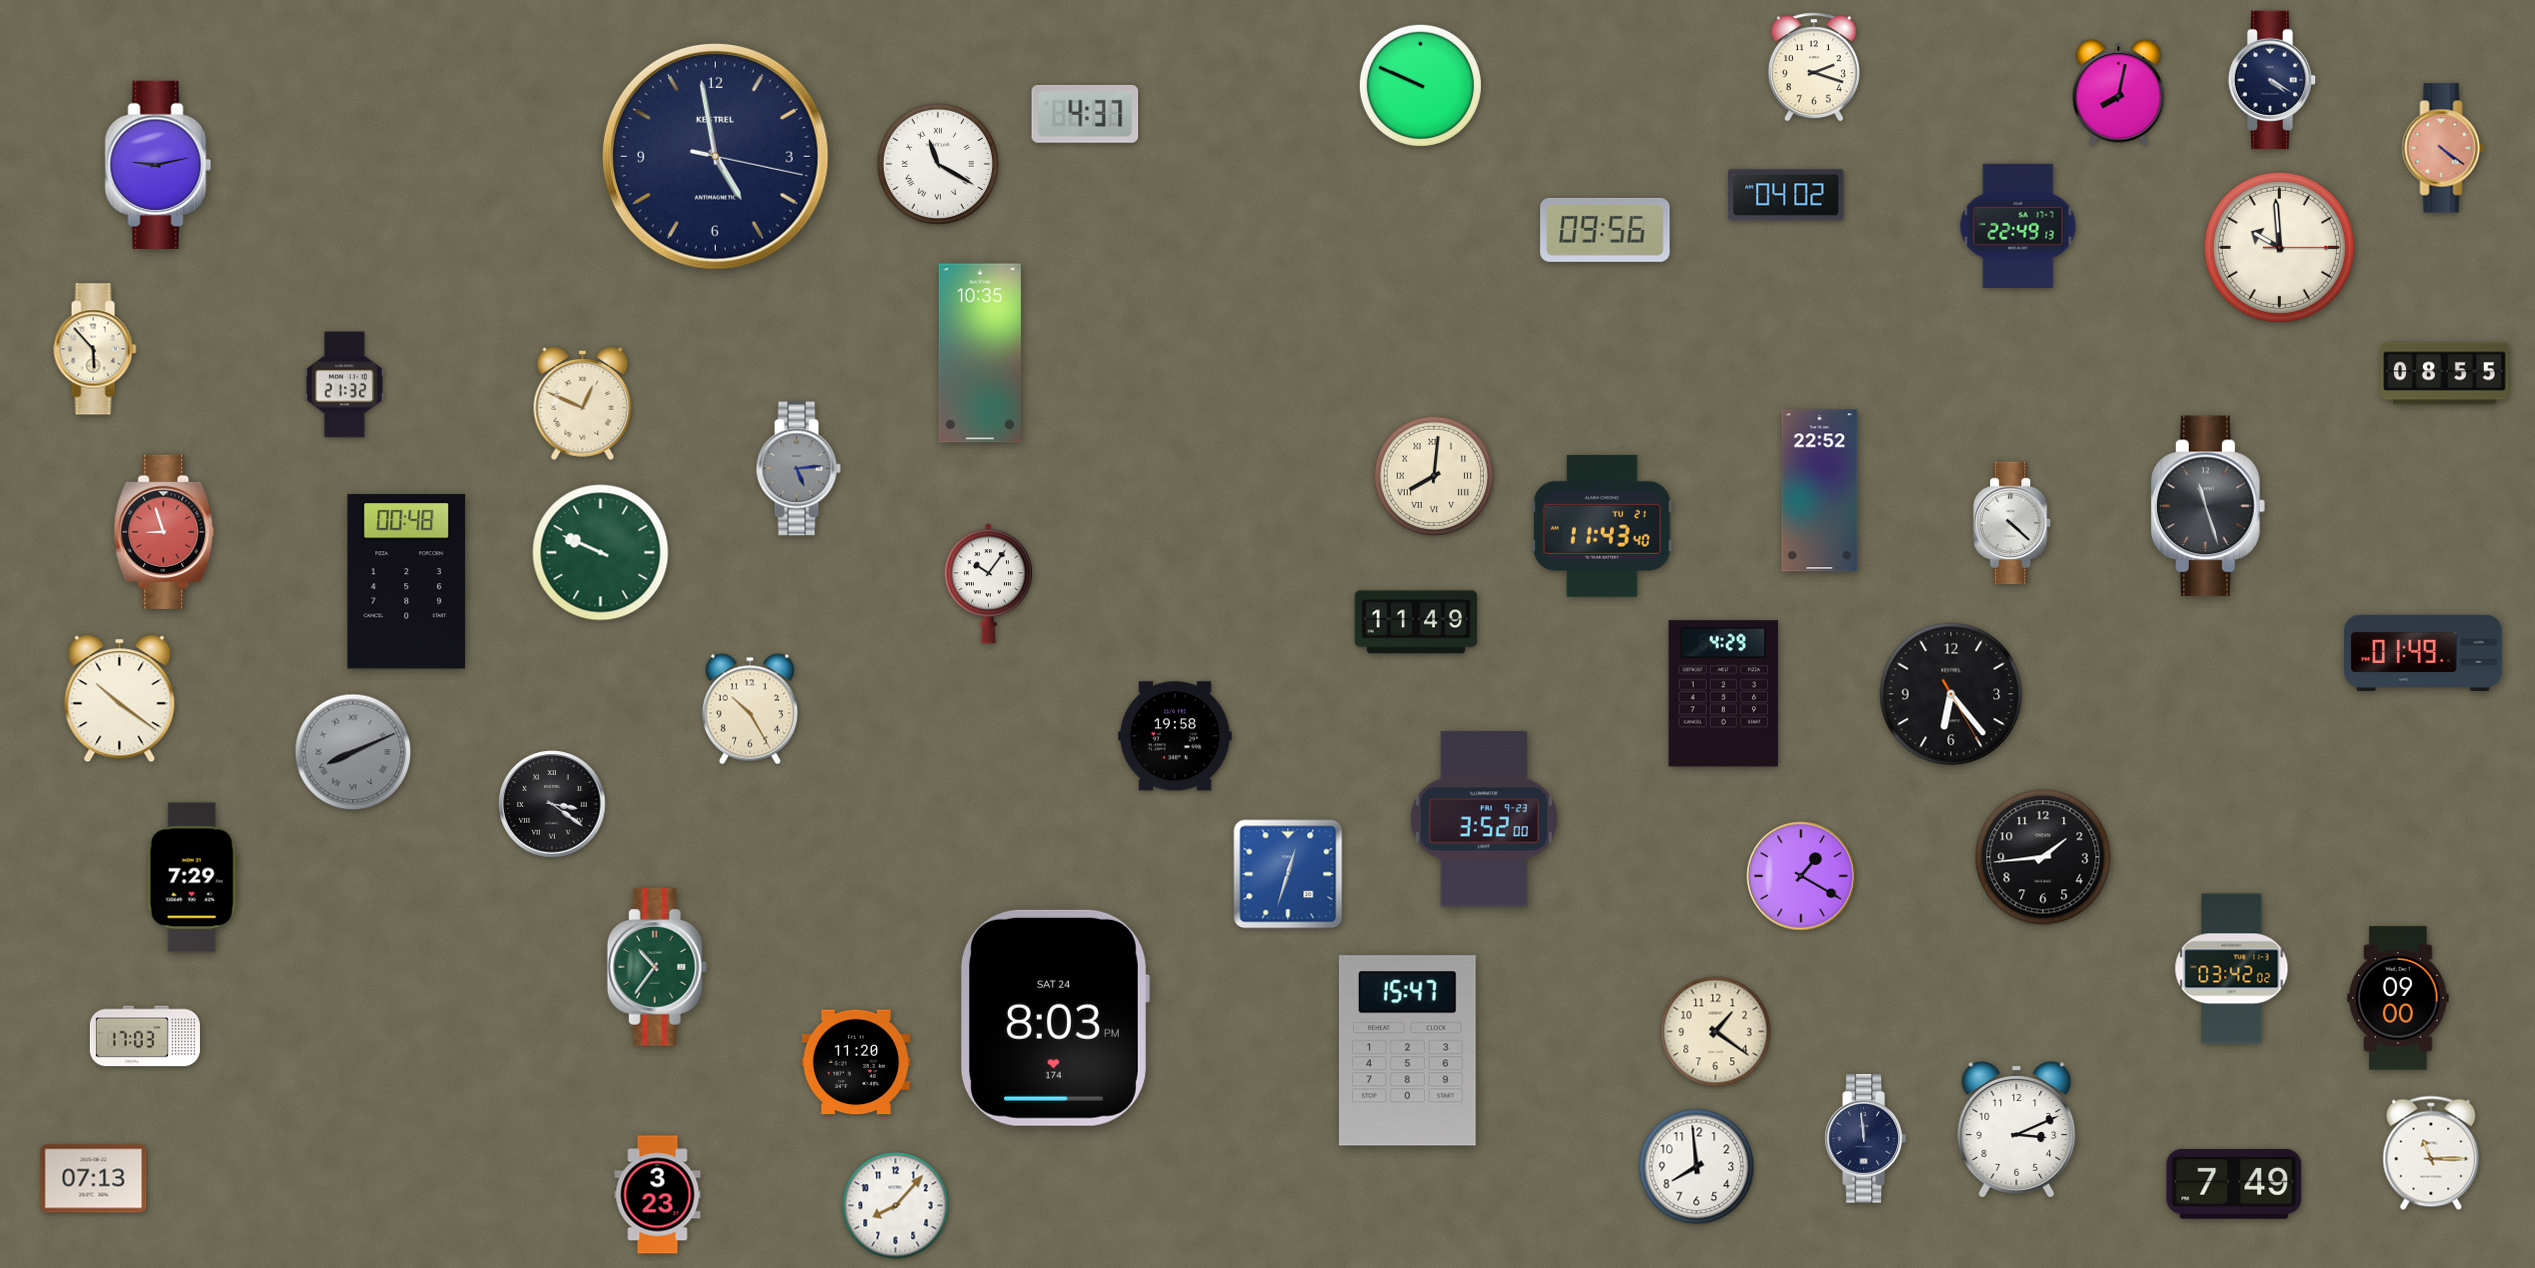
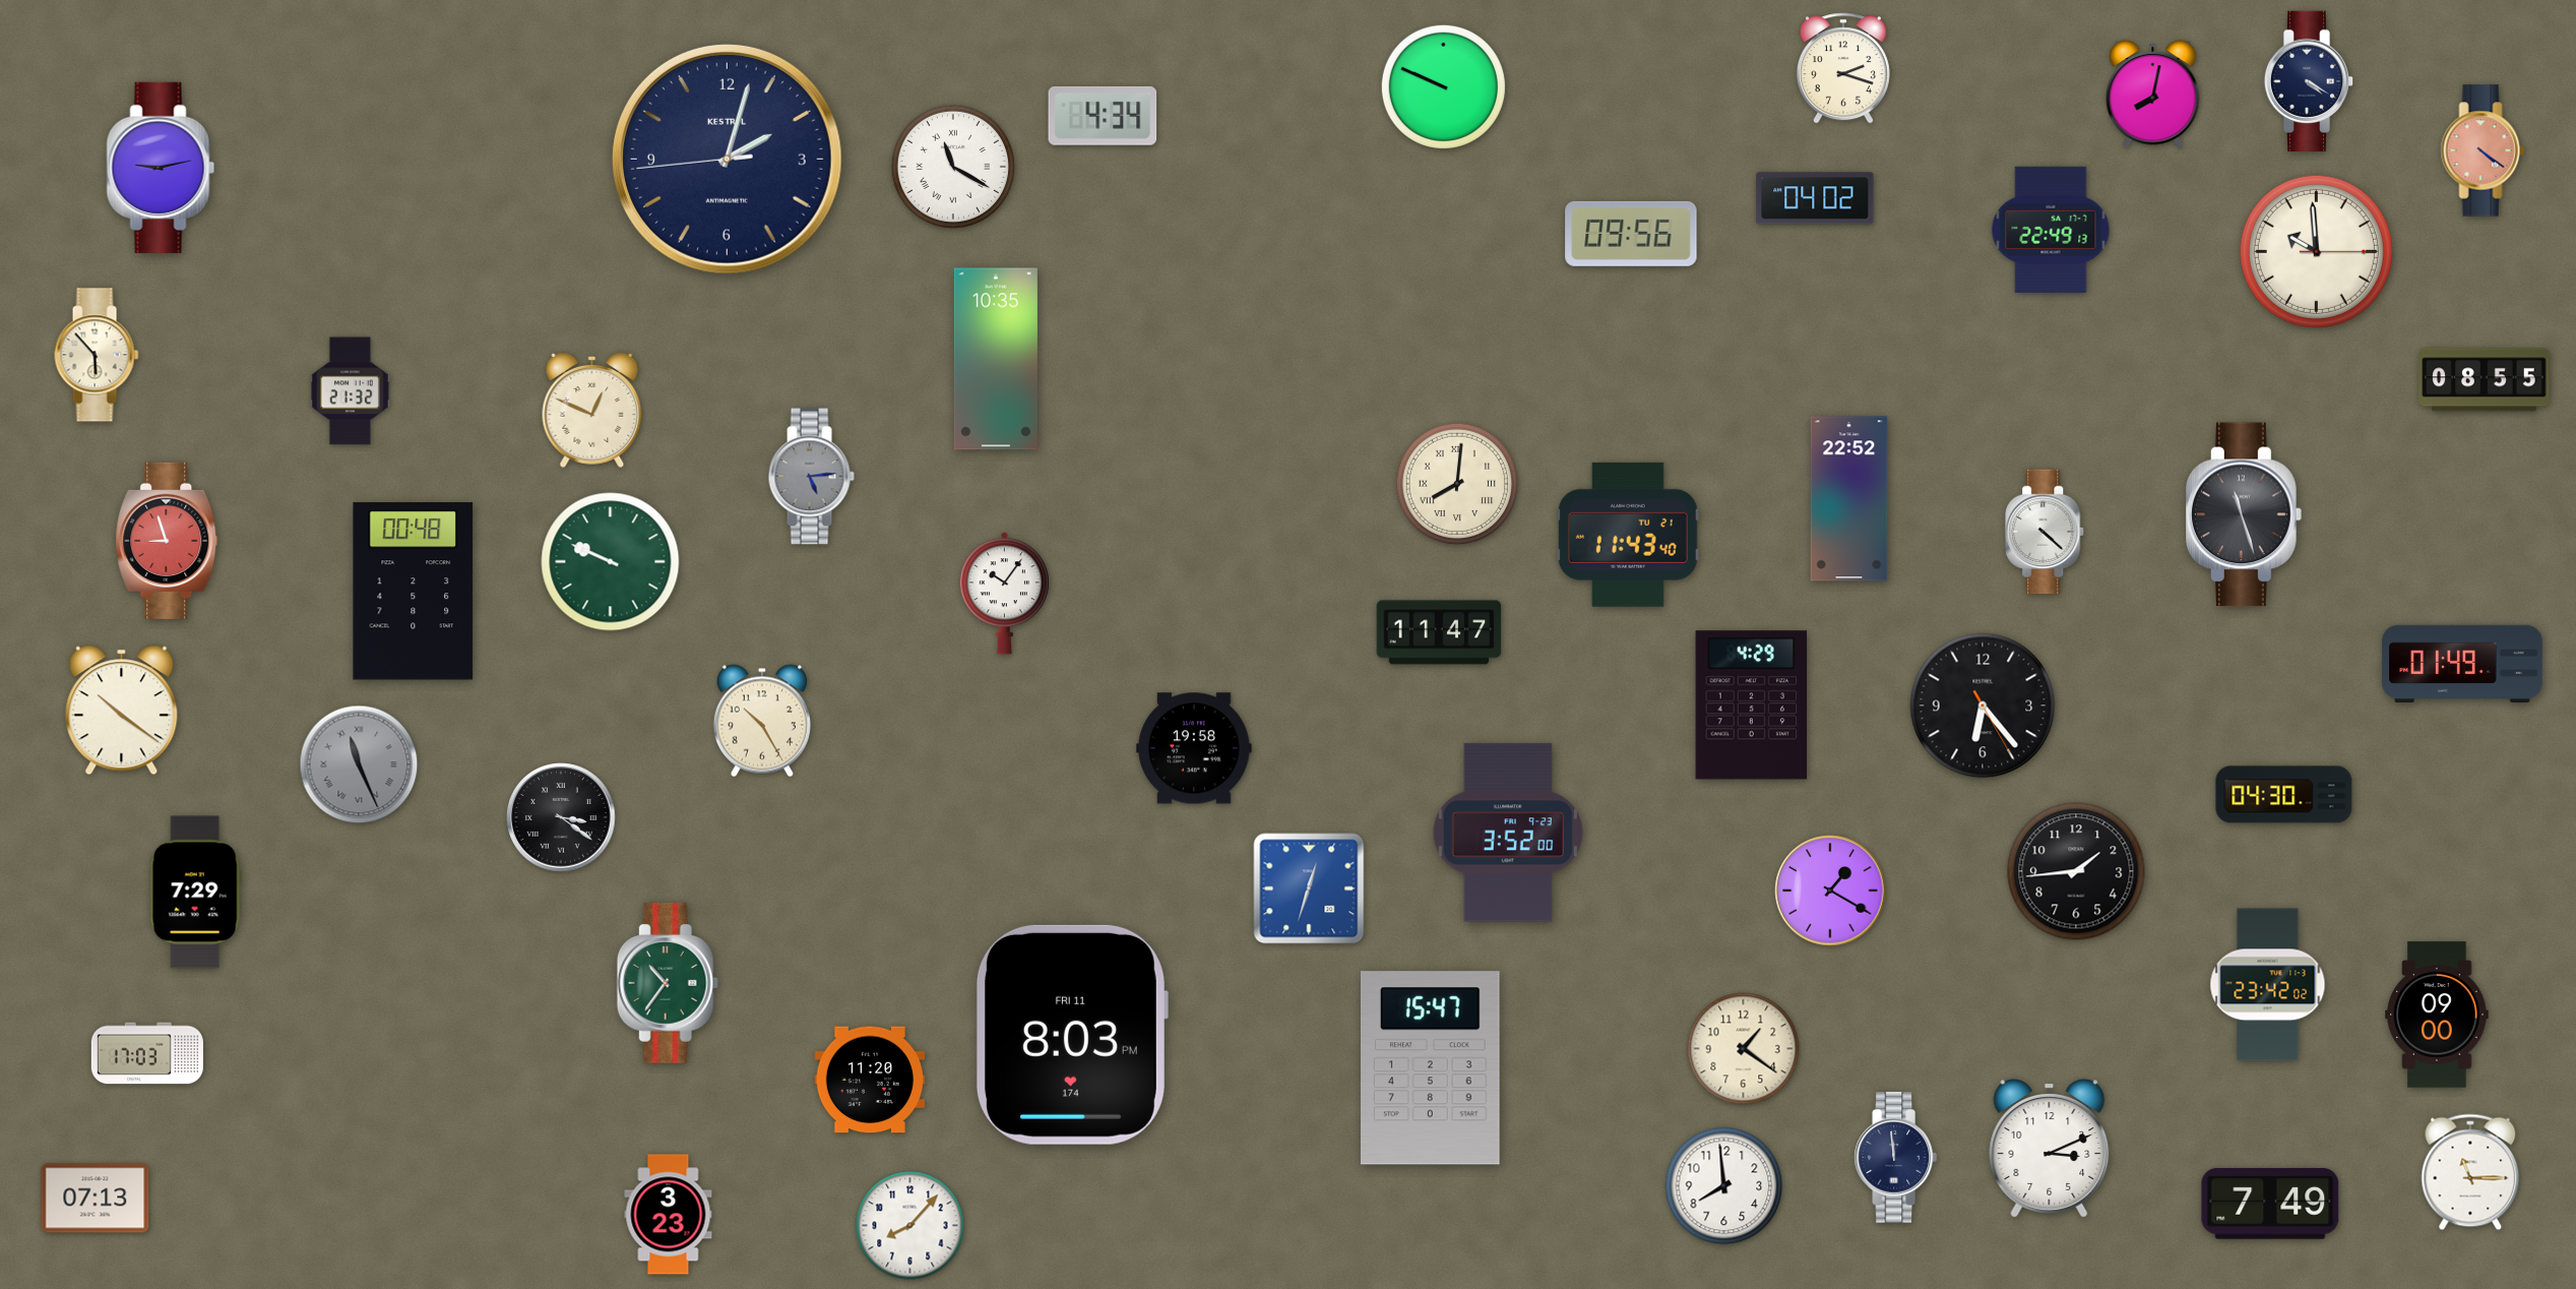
clock at (1085, 114): 4:37 -> 4:34
clock at (715, 156): 4:58 -> 2:02
clock at (1416, 622): 11:49 -> 11:47
clock at (353, 752): 8:11 -> 11:26
clock at (2284, 795): none -> 04:30
clock at (2232, 969): 03:42 -> 23:42
clock at (1054, 1018) date: SAT 24 -> FRI 11
